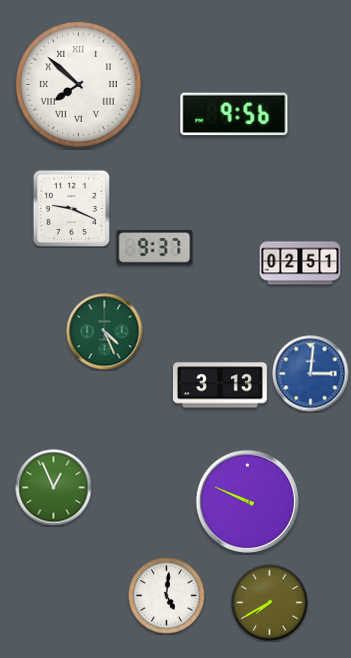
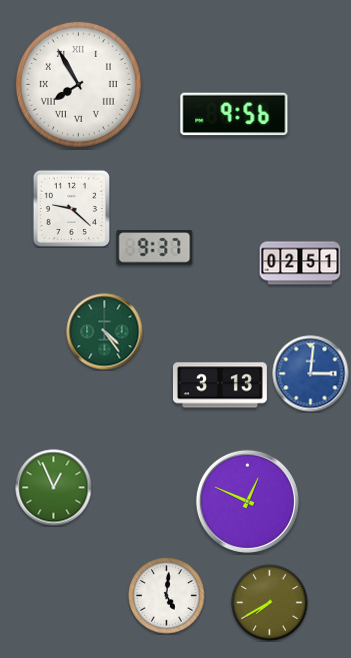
clock at (78, 84): 7:52 -> 7:55
clock at (71, 208): 9:19 -> 9:22
clock at (105, 332): 4:26 -> 4:24
clock at (247, 501): 9:49 -> 12:49
